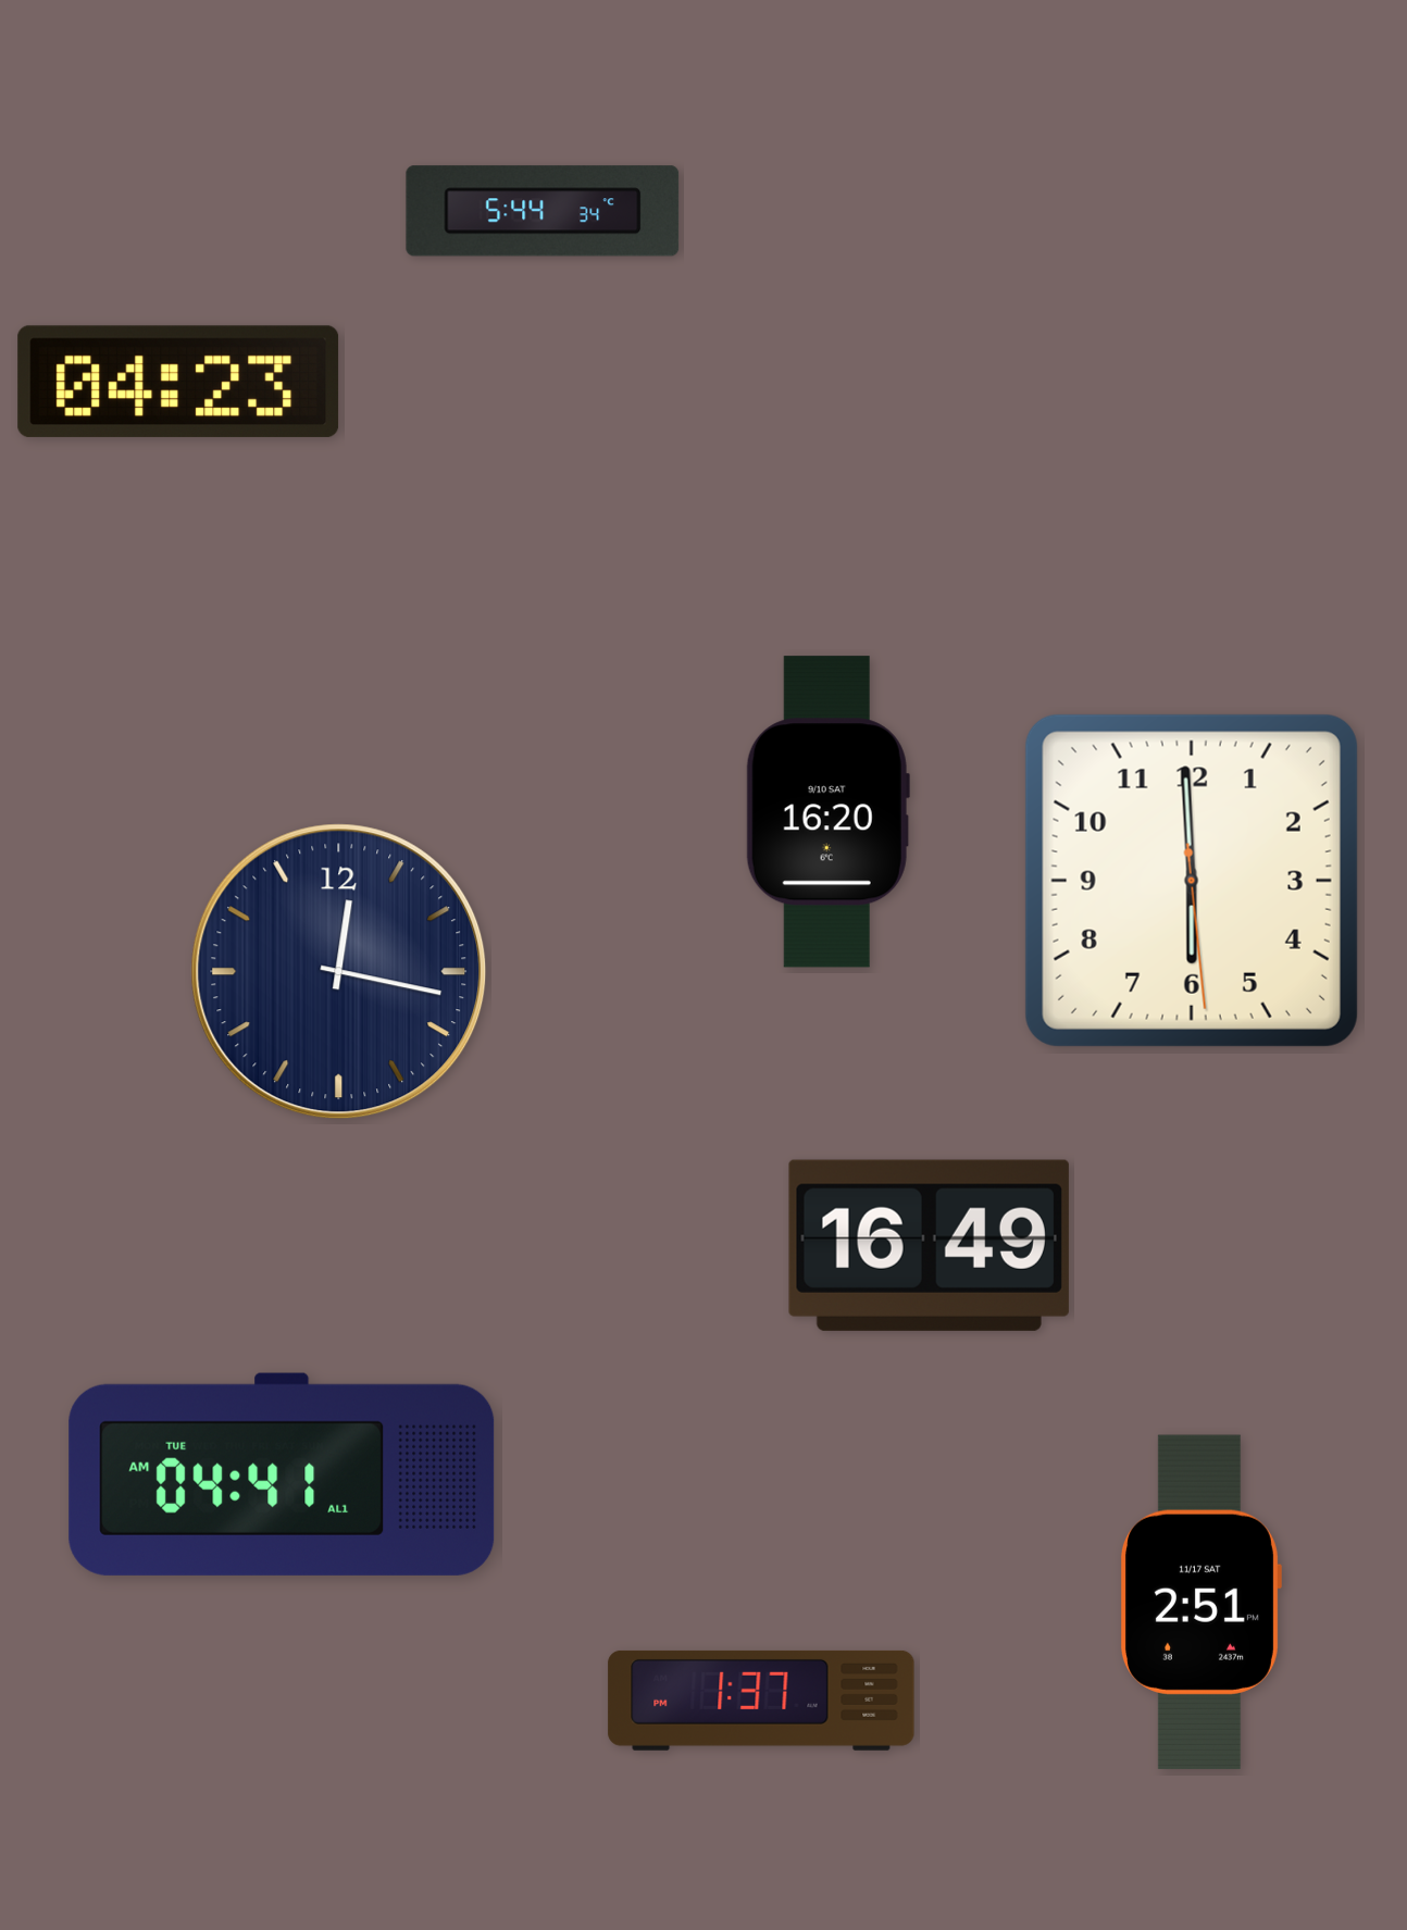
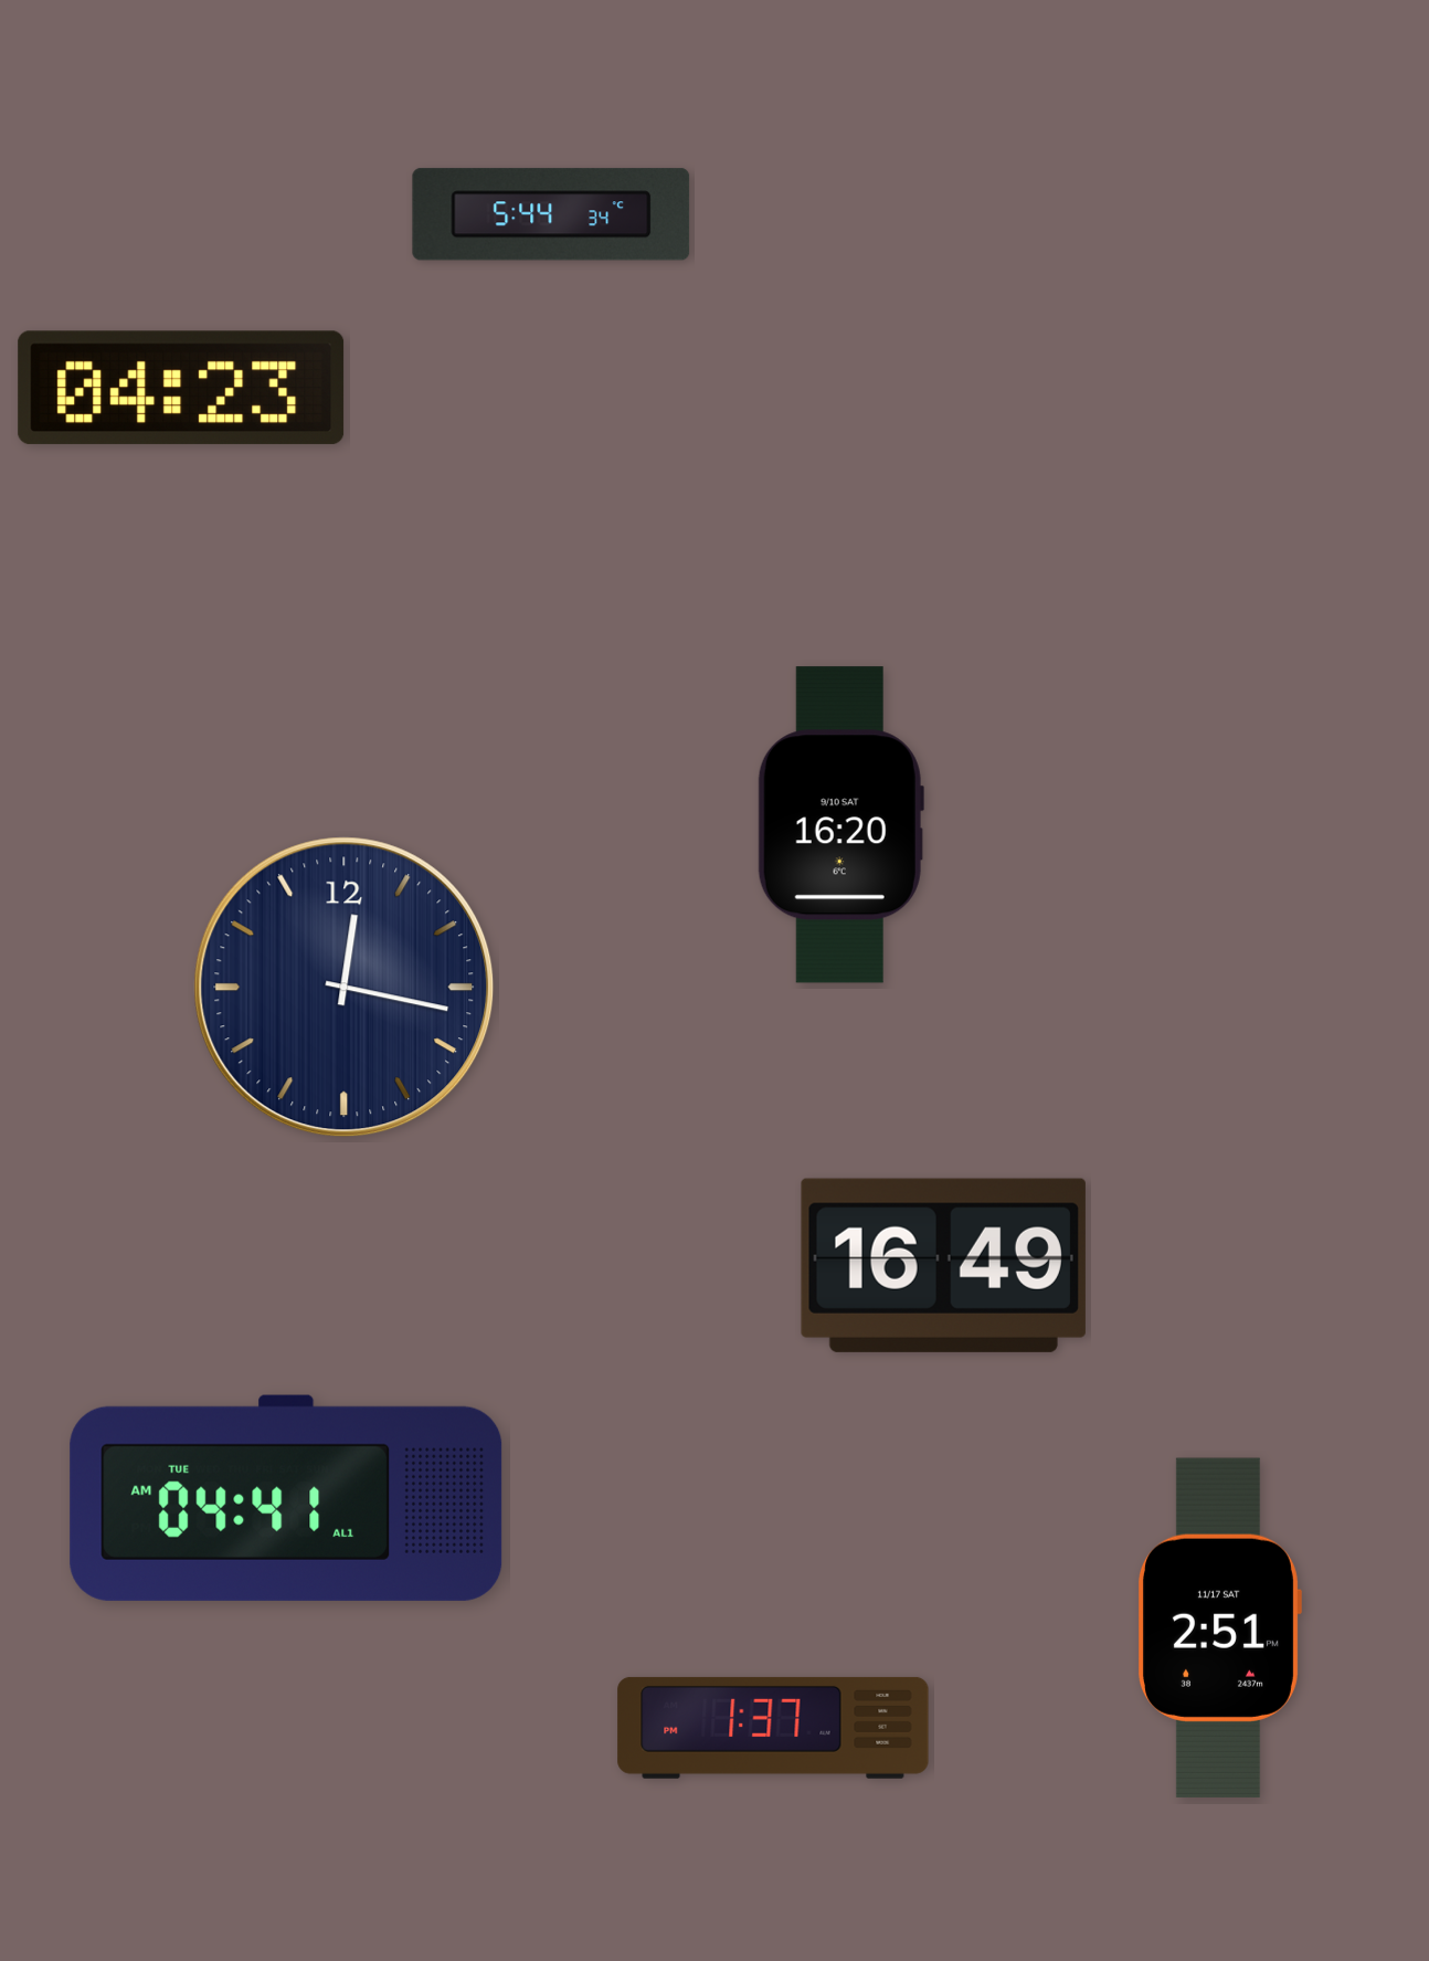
clock at (1192, 881): 5:59 -> none
